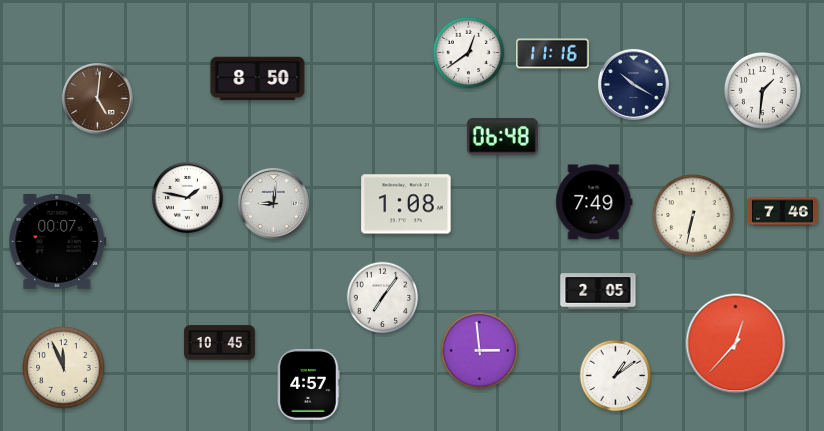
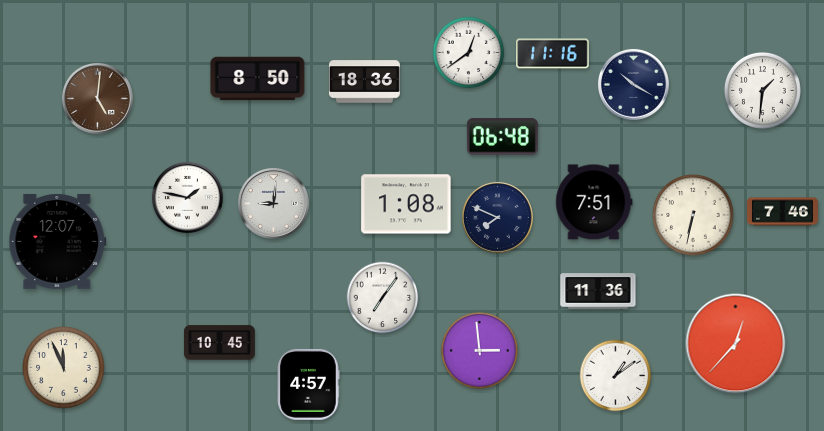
clock at (364, 82): none -> 18:36
clock at (594, 202): 7:49 -> 7:51
clock at (497, 217): none -> 7:49
clock at (58, 241): 00:07 -> 12:07
clock at (598, 291): 2:05 -> 11:36
